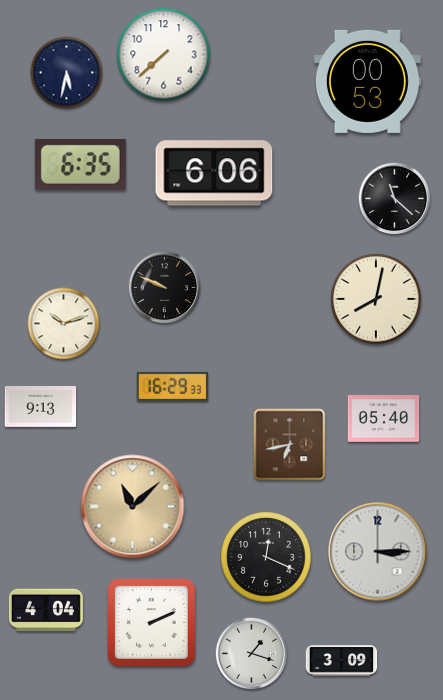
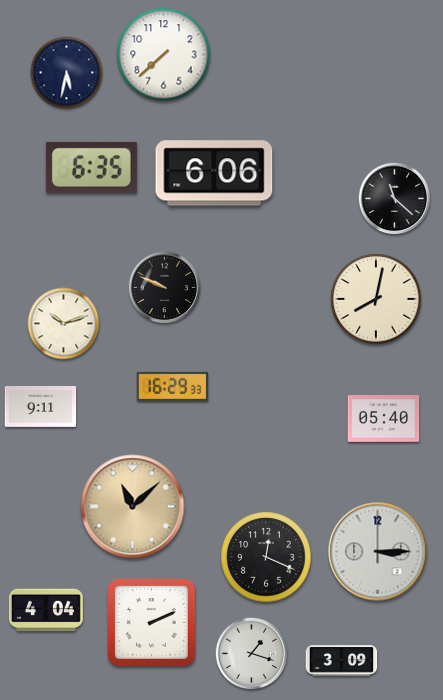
clock at (367, 81): 00:53 -> none
clock at (80, 164) position: (80, 164) -> (91, 167)
clock at (41, 407): 9:13 -> 9:11
clock at (290, 445): 6:43 -> none
